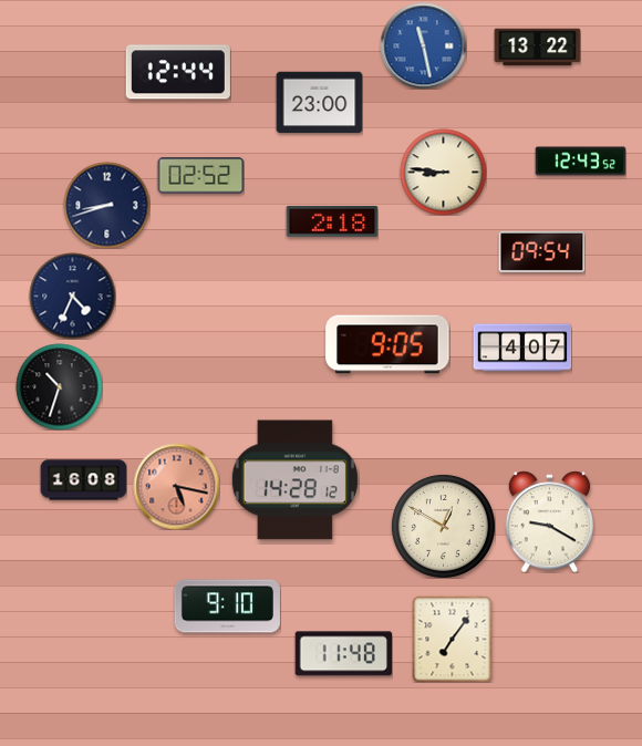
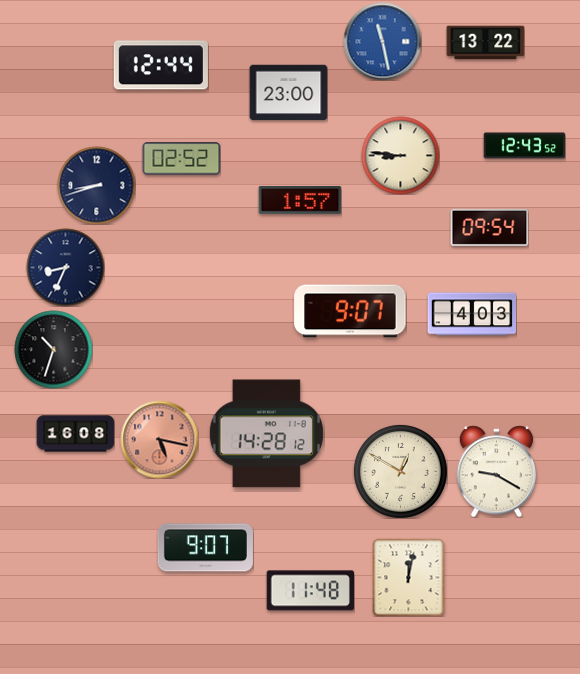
clock at (332, 222): 2:18 -> 1:57
clock at (72, 296): 4:34 -> 8:34
clock at (387, 344): 9:05 -> 9:07
clock at (522, 348): 4:07 -> 4:03
clock at (443, 526) position: (443, 526) -> (400, 471)
clock at (227, 607): 9:10 -> 9:07
clock at (453, 639): 7:06 -> 12:02
